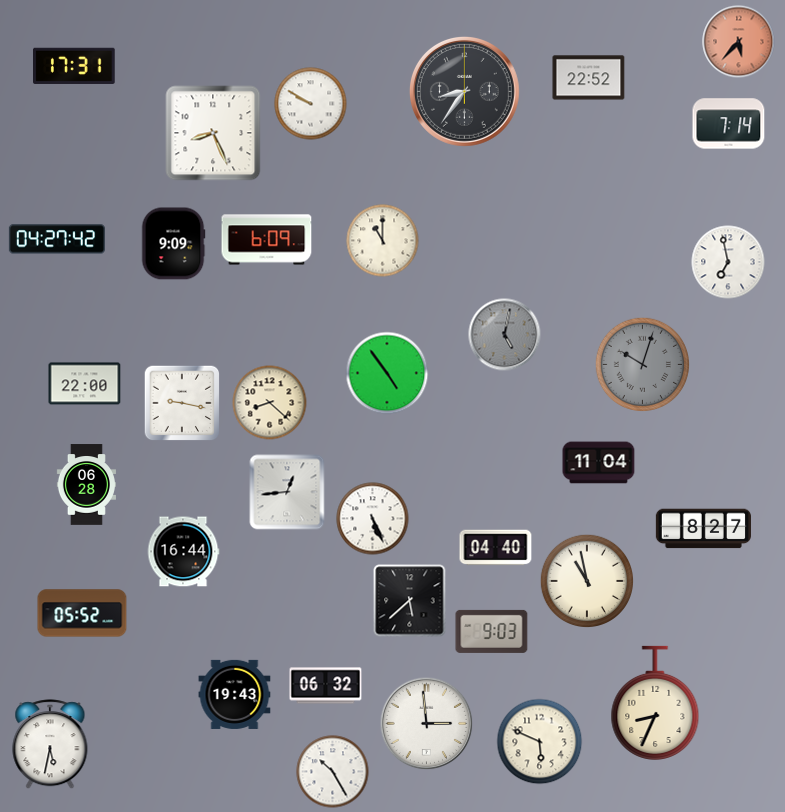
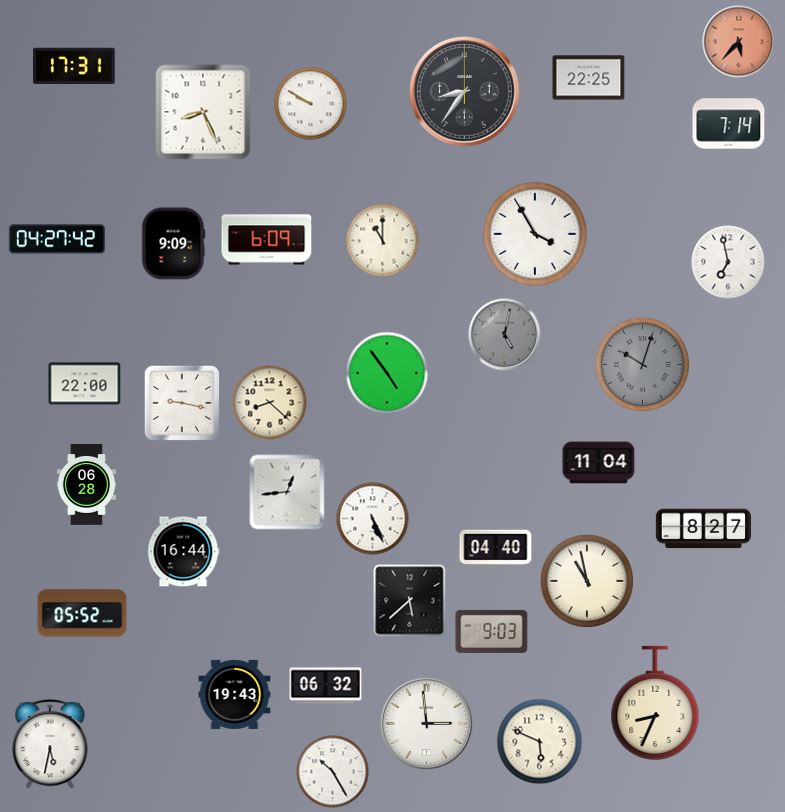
clock at (589, 78): 22:52 -> 22:25
clock at (213, 133) position: (213, 133) -> (203, 112)
clock at (535, 234): none -> 3:55
